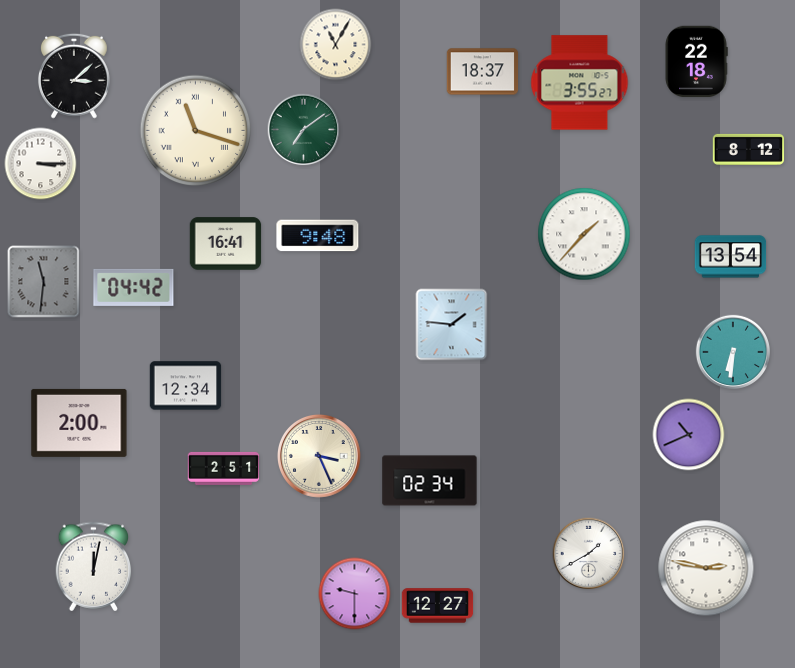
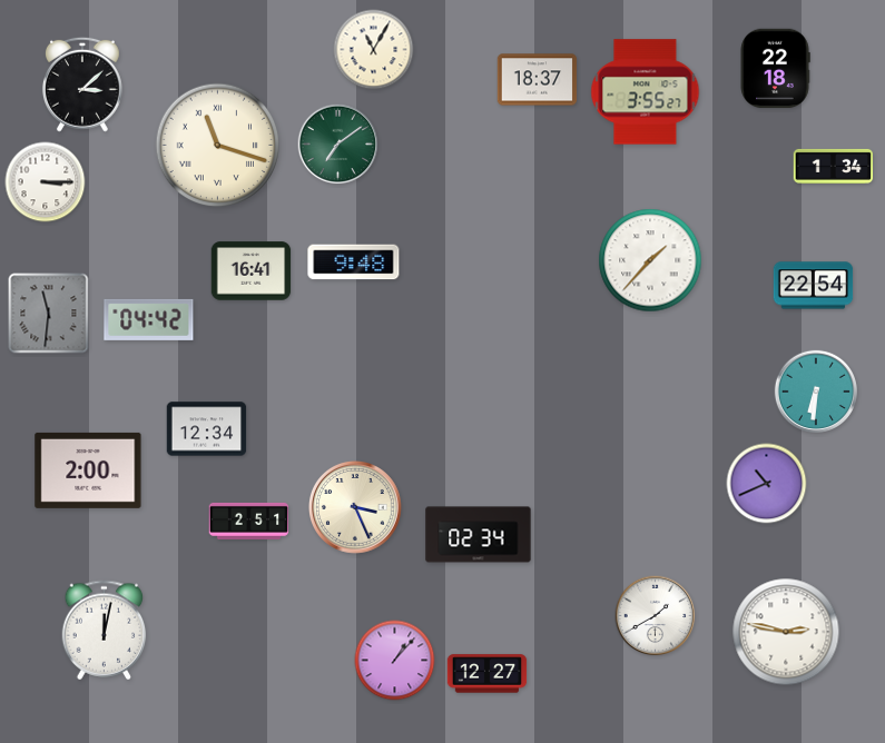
clock at (749, 149): 8:12 -> 1:34
clock at (731, 257): 13:54 -> 22:54
clock at (452, 325): 1:46 -> none
clock at (355, 594): 9:30 -> 1:07
